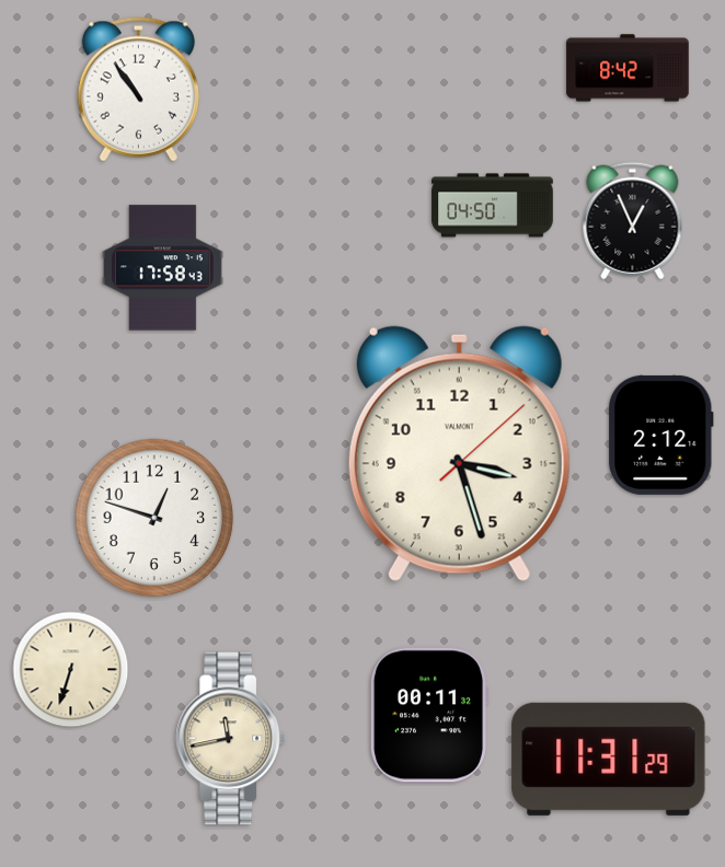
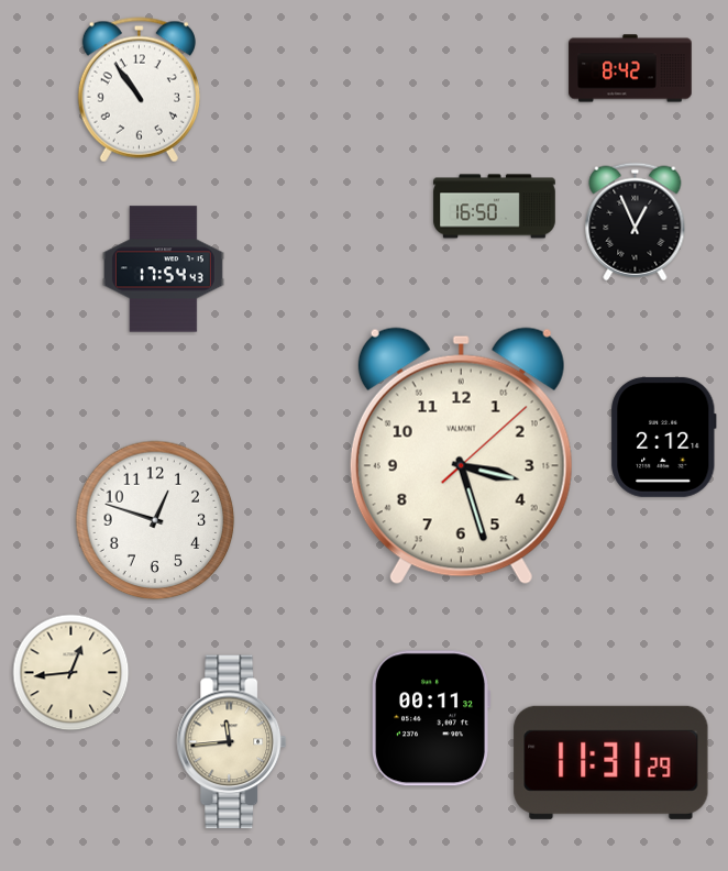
clock at (493, 206): 04:50 -> 16:50
clock at (162, 268): 17:58 -> 17:54
clock at (71, 670): 6:33 -> 12:44
clock at (231, 739): 11:43 -> 11:44
